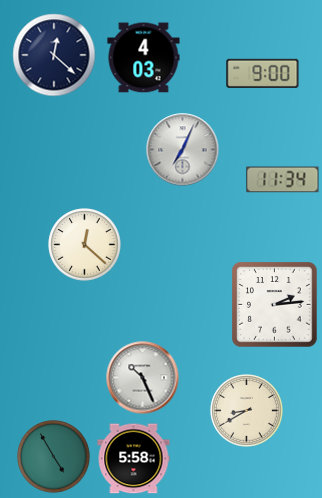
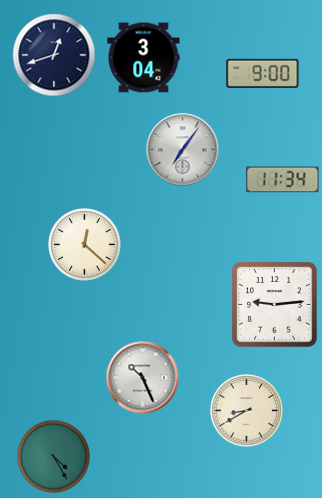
clock at (54, 55): 12:22 -> 12:42
clock at (144, 58): 4:03 -> 3:04
clock at (183, 150): 7:04 -> 7:06
clock at (275, 305): 2:14 -> 9:14
clock at (54, 457): 4:55 -> 4:25
clock at (134, 459): 5:58 -> none
